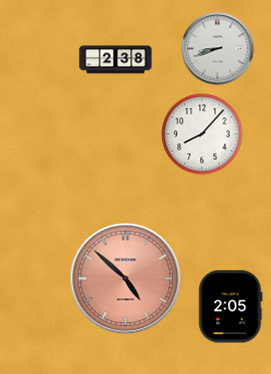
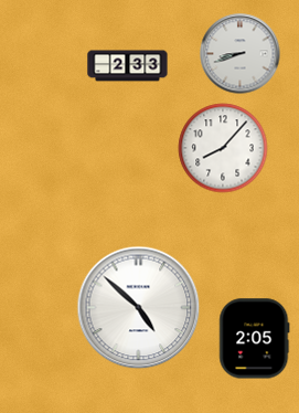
clock at (116, 60): 2:38 -> 2:33
clock at (126, 279) dial: salmon -> white
